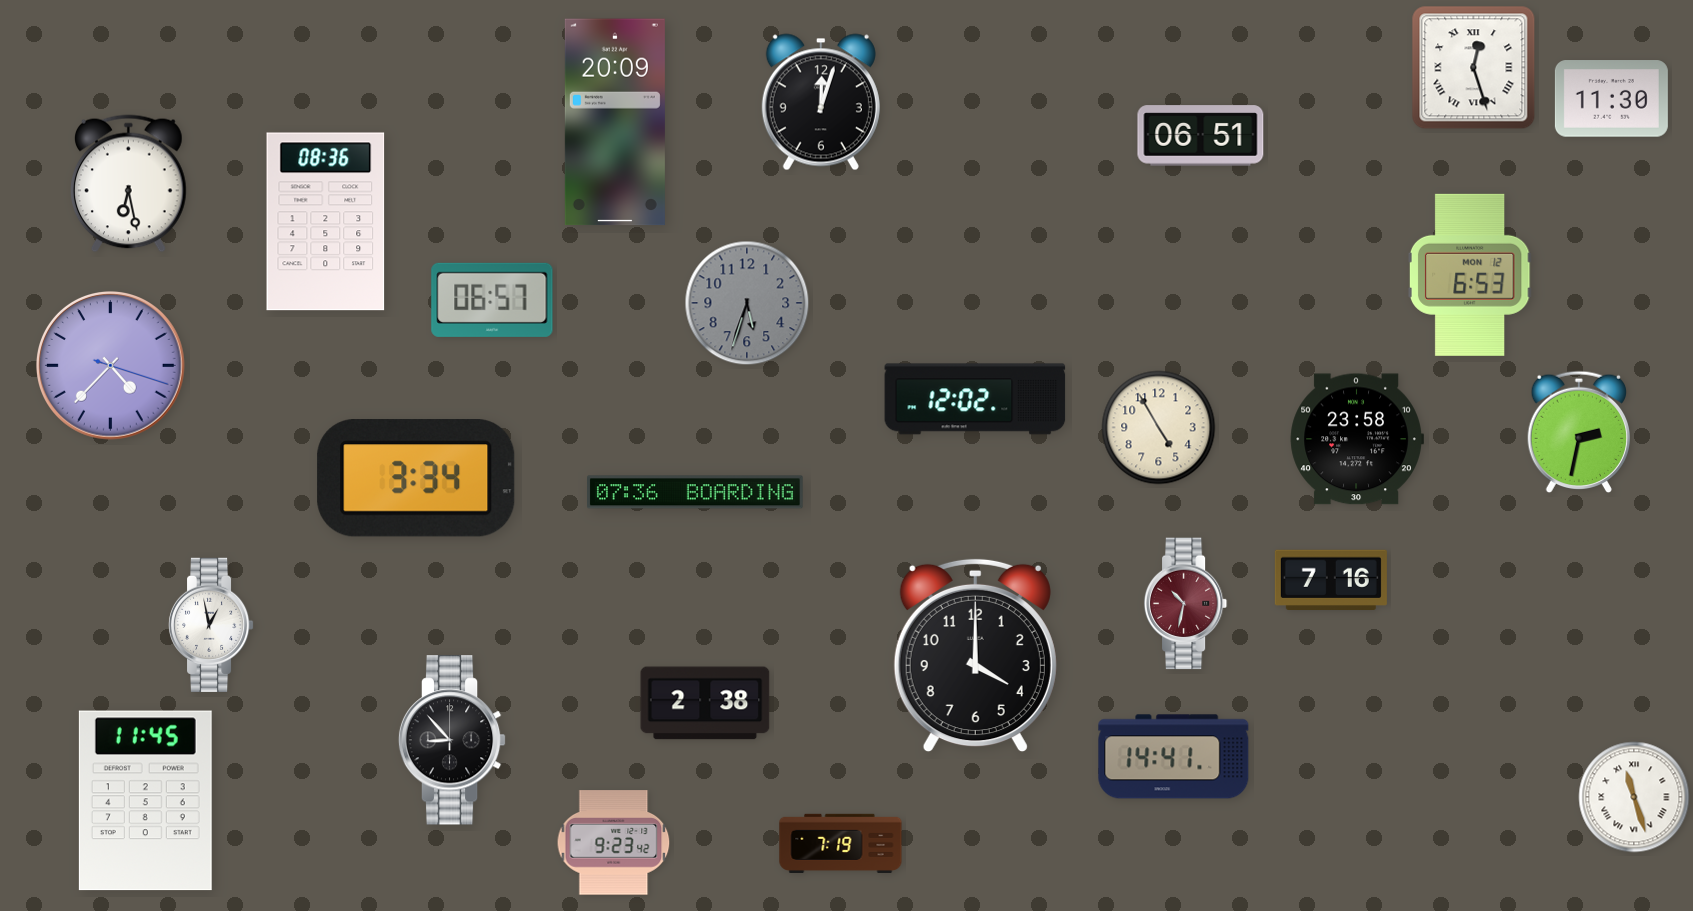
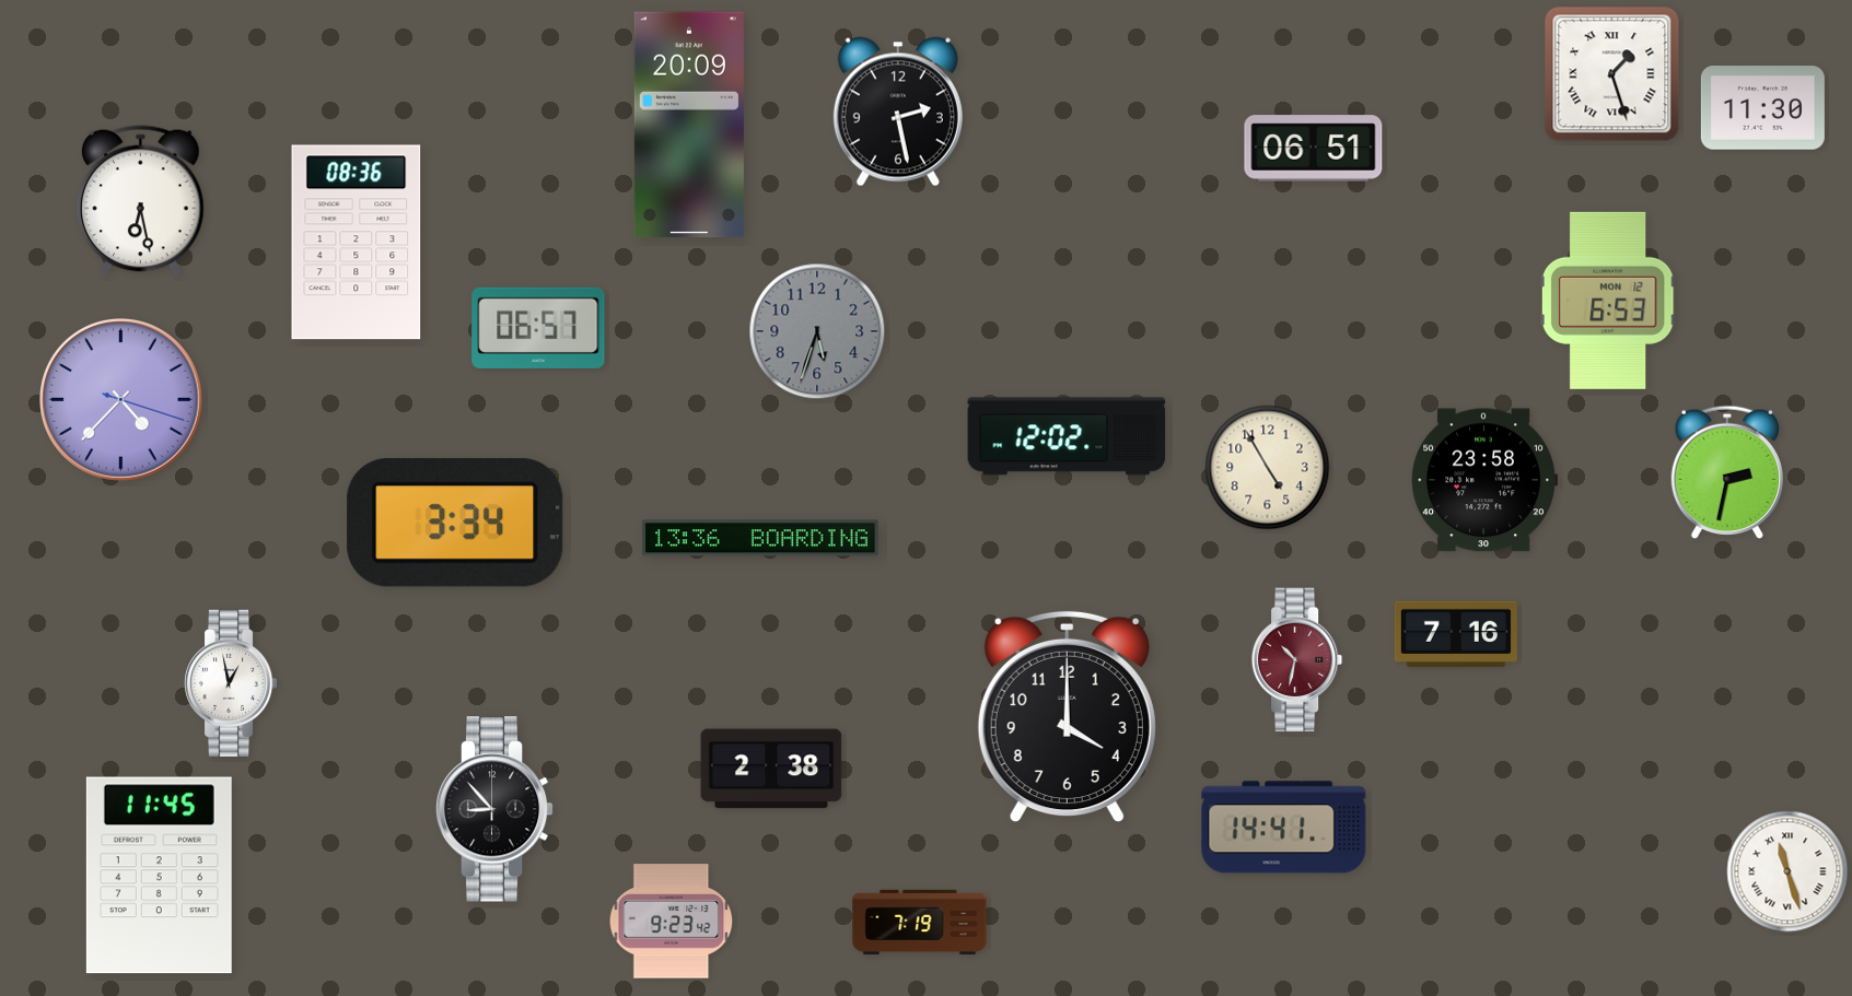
clock at (1474, 68): 12:27 -> 1:27
clock at (821, 102): 12:03 -> 2:28
clock at (615, 122) position: (615, 122) -> (689, 125)
clock at (696, 492): 07:36 -> 13:36
